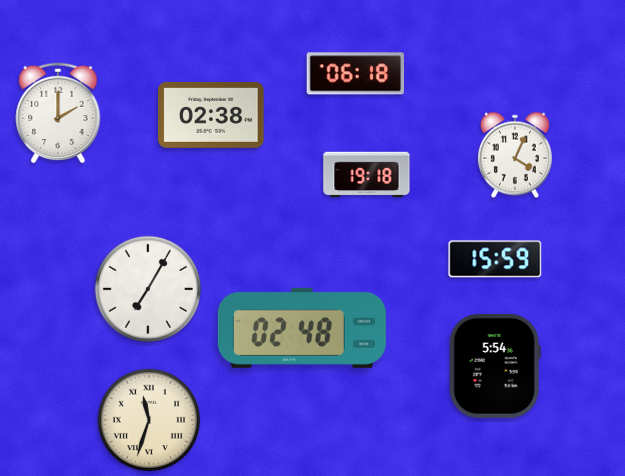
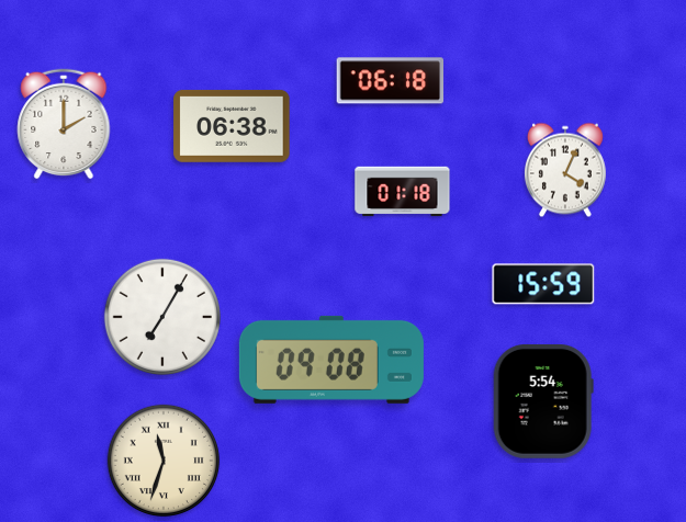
clock at (211, 115): 02:38 -> 06:38
clock at (367, 175): 19:18 -> 01:18
clock at (302, 328): 02:48 -> 09:08
